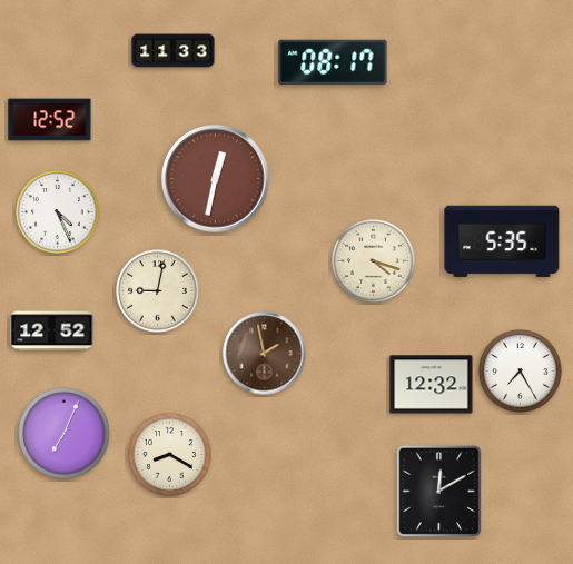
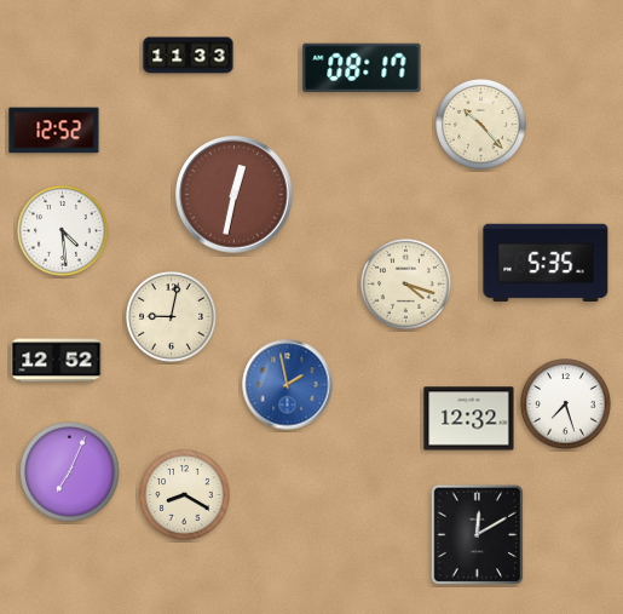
clock at (481, 125): none -> 10:23
clock at (58, 212): 4:26 -> 4:29
clock at (265, 354) dial: brown -> blue
clock at (521, 372): 7:25 -> 7:27
